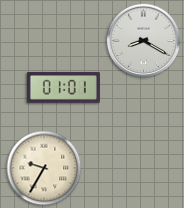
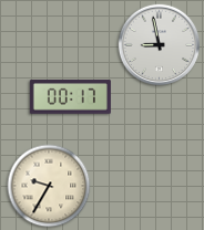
clock at (144, 41): 8:20 -> 8:58
clock at (63, 88): 01:01 -> 00:17
